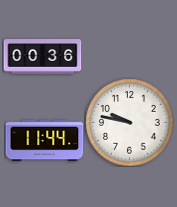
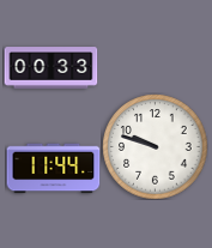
clock at (42, 57): 00:36 -> 00:33
clock at (129, 122): 9:47 -> 9:48
